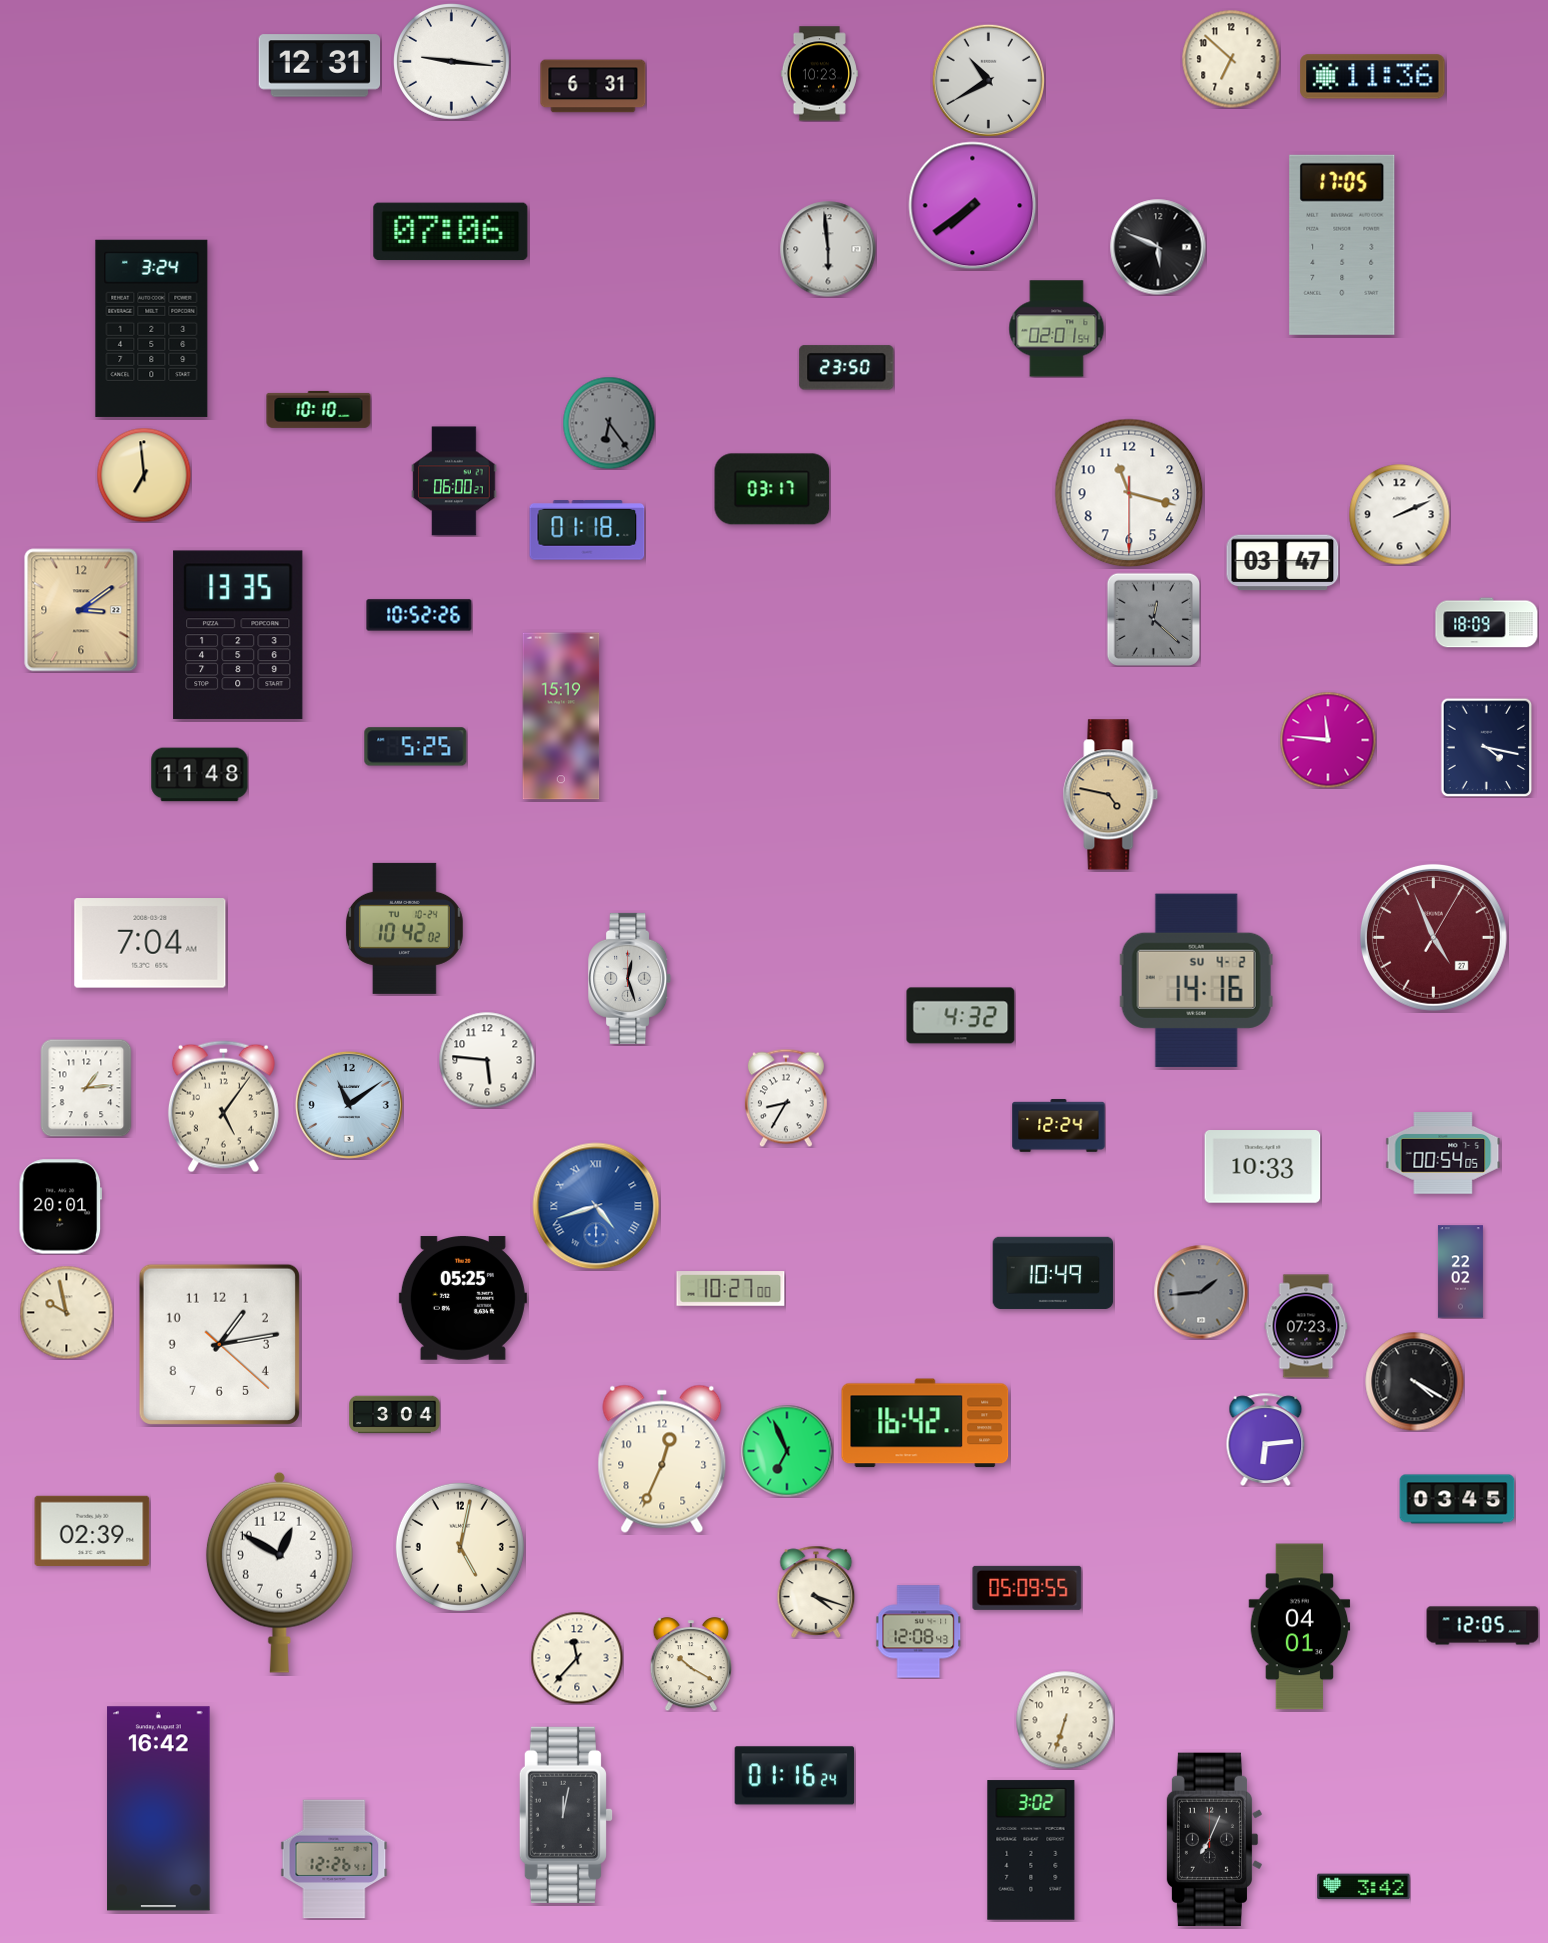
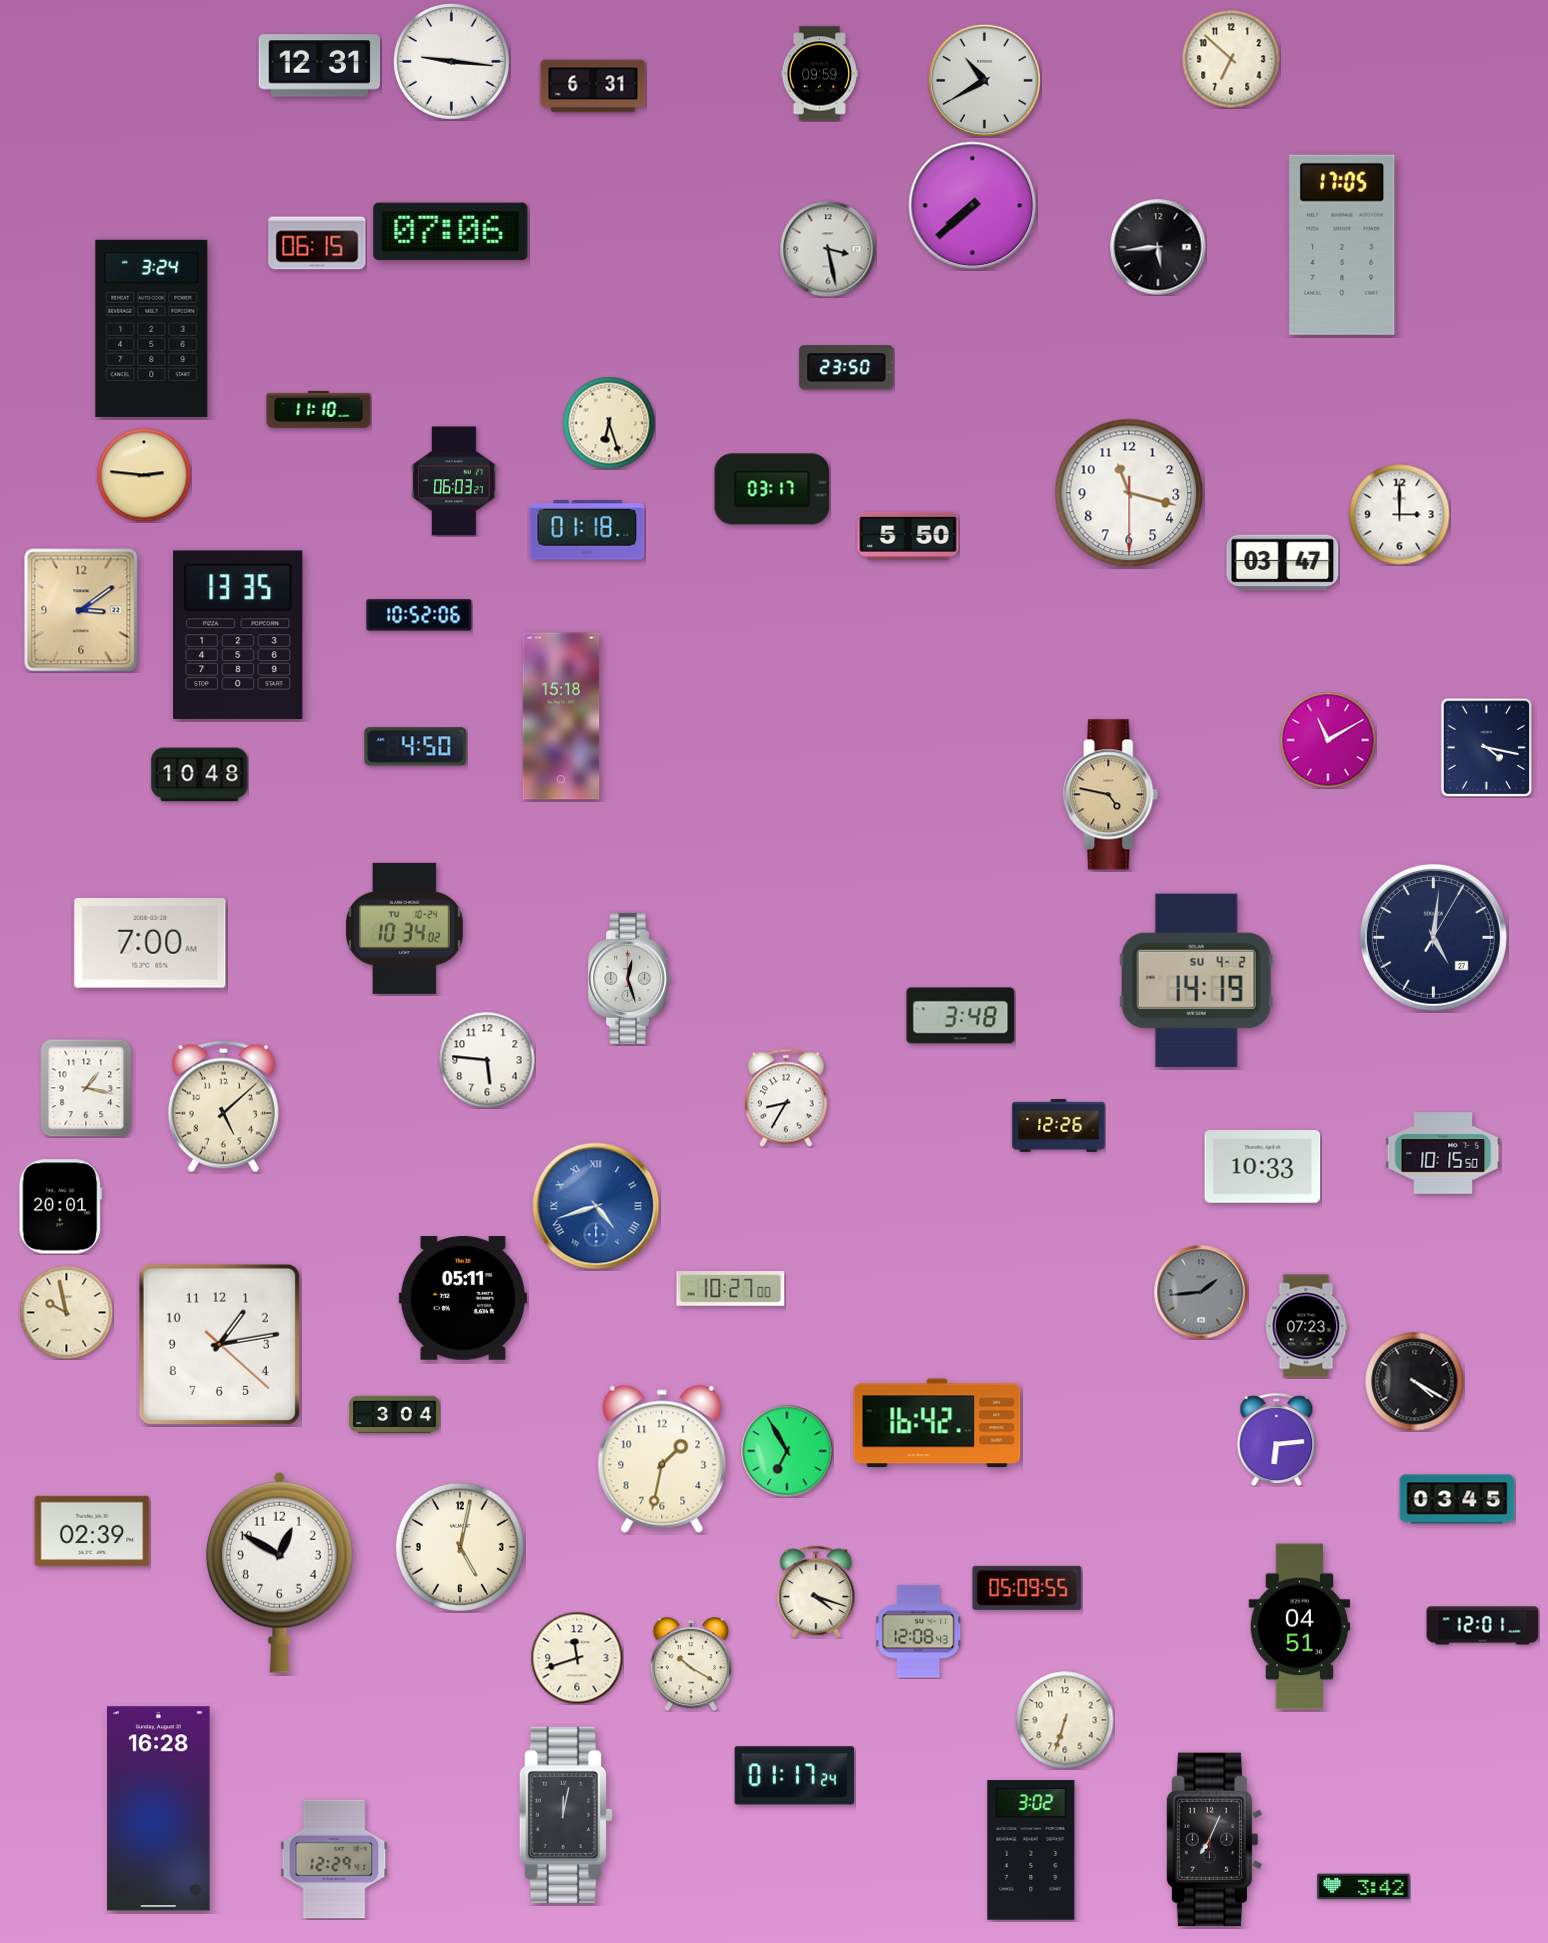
clock at (819, 74): 10:23 -> 09:59
clock at (1373, 77): 11:36 -> none
clock at (988, 80) position: (988, 80) -> (984, 80)
clock at (973, 206): 7:39 -> 7:38
clock at (317, 243): none -> 06:15
clock at (1158, 247): 5:49 -> 5:44
clock at (828, 249): 5:59 -> 3:28
clock at (1057, 329): 02:01 -> none
clock at (319, 409): 10:10 -> 11:10
clock at (609, 423): 6:24 -> 6:27
clock at (609, 423) dial: grey -> cream
clock at (144, 475): 6:59 -> 2:46
clock at (454, 481): 06:00 -> 06:03
clock at (1400, 515): 2:11 -> 3:00
clock at (908, 536): none -> 5:50
clock at (419, 615): 10:52:26 -> 10:52:06
clock at (1153, 619): 12:22 -> none
clock at (1487, 623): 18:09 -> none
clock at (561, 716): 15:19 -> 15:18
clock at (1328, 740): 11:46 -> 11:10
clock at (416, 747): 5:25 -> 4:50
clock at (200, 775): 11:48 -> 10:48
clock at (404, 928): 10:42 -> 10:34
clock at (1433, 937): 4:56 -> 5:01
clock at (1433, 937) dial: burgundy -> navy
clock at (150, 943): 7:04 -> 7:00
clock at (1196, 980): 14:16 -> 14:19
clock at (961, 1016): 4:32 -> 3:48
clock at (86, 1088): 1:14 -> 1:17
clock at (349, 1105): 11:09 -> none
clock at (223, 1107): 5:06 -> 5:08
clock at (1059, 1126): 12:24 -> 12:26
clock at (1443, 1153): 00:54 -> 10:15
clock at (1460, 1272): 22:02 -> none
clock at (1053, 1273): 10:49 -> none
clock at (463, 1298): 05:25 -> 05:11
clock at (925, 1423) position: (925, 1423) -> (937, 1423)
clock at (1266, 1439) position: (1266, 1439) -> (1277, 1439)
clock at (787, 1451): 6:56 -> 6:55
clock at (662, 1459): 12:34 -> 1:32
clock at (1483, 1626): 12:05 -> 12:01
clock at (1300, 1627): 04:01 -> 04:51
clock at (577, 1658): 11:37 -> 11:42
clock at (795, 1776): 01:16 -> 01:17
clock at (159, 1809): 16:42 -> 16:28
clock at (334, 1859): 12:26 -> 12:29
